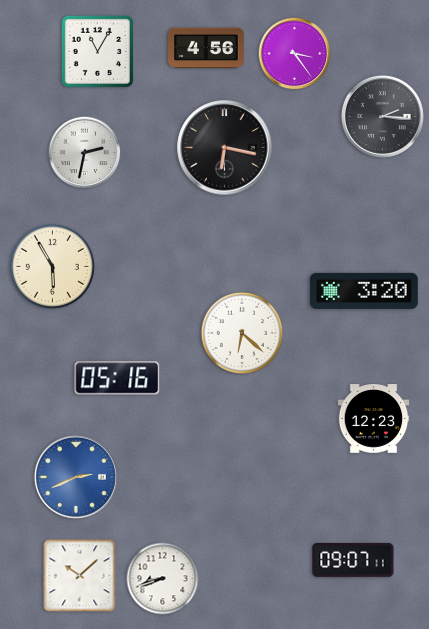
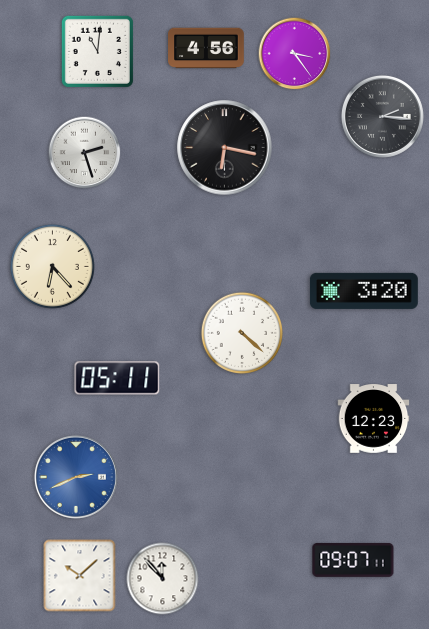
clock at (97, 51): 11:05 -> 11:01
clock at (85, 153): 2:32 -> 2:27
clock at (52, 266): 5:55 -> 6:23
clock at (241, 332): 6:22 -> 4:22
clock at (117, 378): 05:16 -> 05:11
clock at (163, 579): 8:42 -> 11:53
